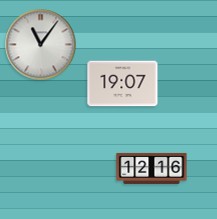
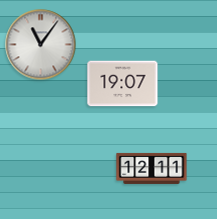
clock at (152, 168): 12:16 -> 12:11
